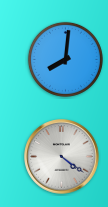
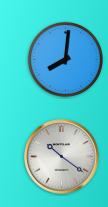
clock at (62, 157): 4:21 -> 10:21
